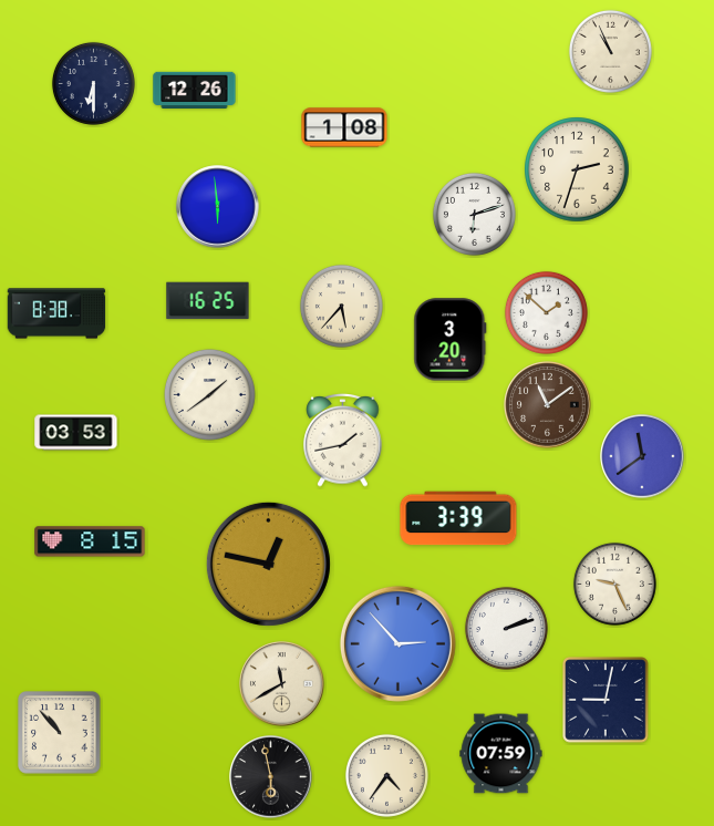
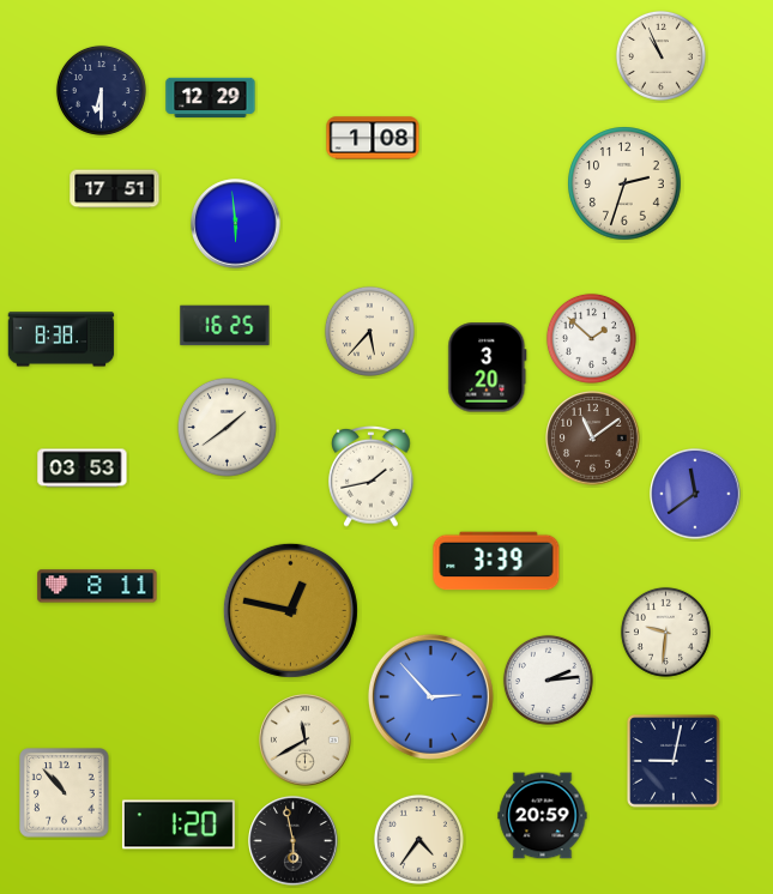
clock at (195, 90): 12:26 -> 12:29
clock at (115, 189): none -> 17:51
clock at (474, 214): 6:12 -> none
clock at (90, 541): 8:15 -> 8:11
clock at (614, 584): 9:26 -> 9:31
clock at (506, 628): 2:12 -> 2:14
clock at (606, 700) position: (606, 700) -> (674, 761)
clock at (501, 754): 07:59 -> 20:59
clock at (179, 824): none -> 1:20
